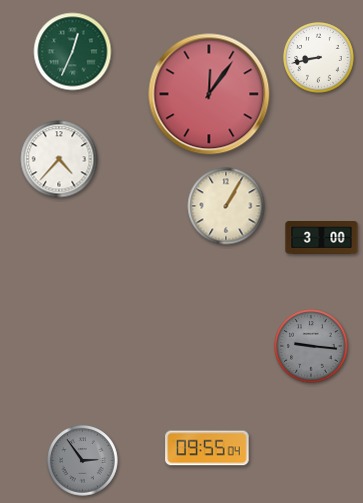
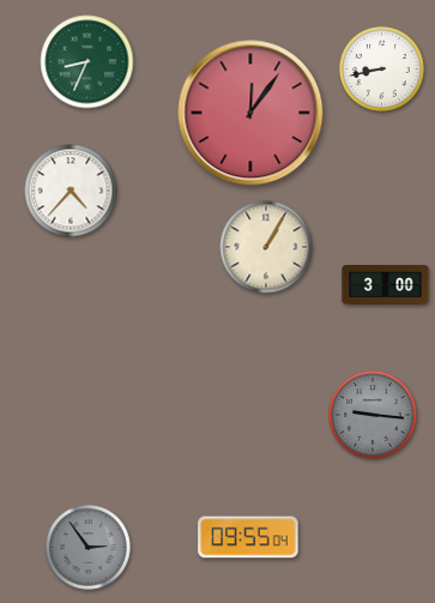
clock at (73, 52): 12:34 -> 8:34
clock at (226, 206) position: (226, 206) -> (266, 247)
clock at (83, 461) position: (83, 461) -> (89, 548)
